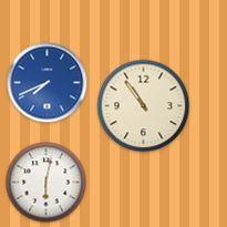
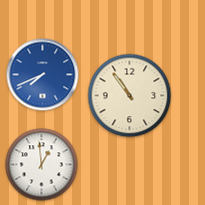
clock at (47, 183): 6:02 -> 12:59
